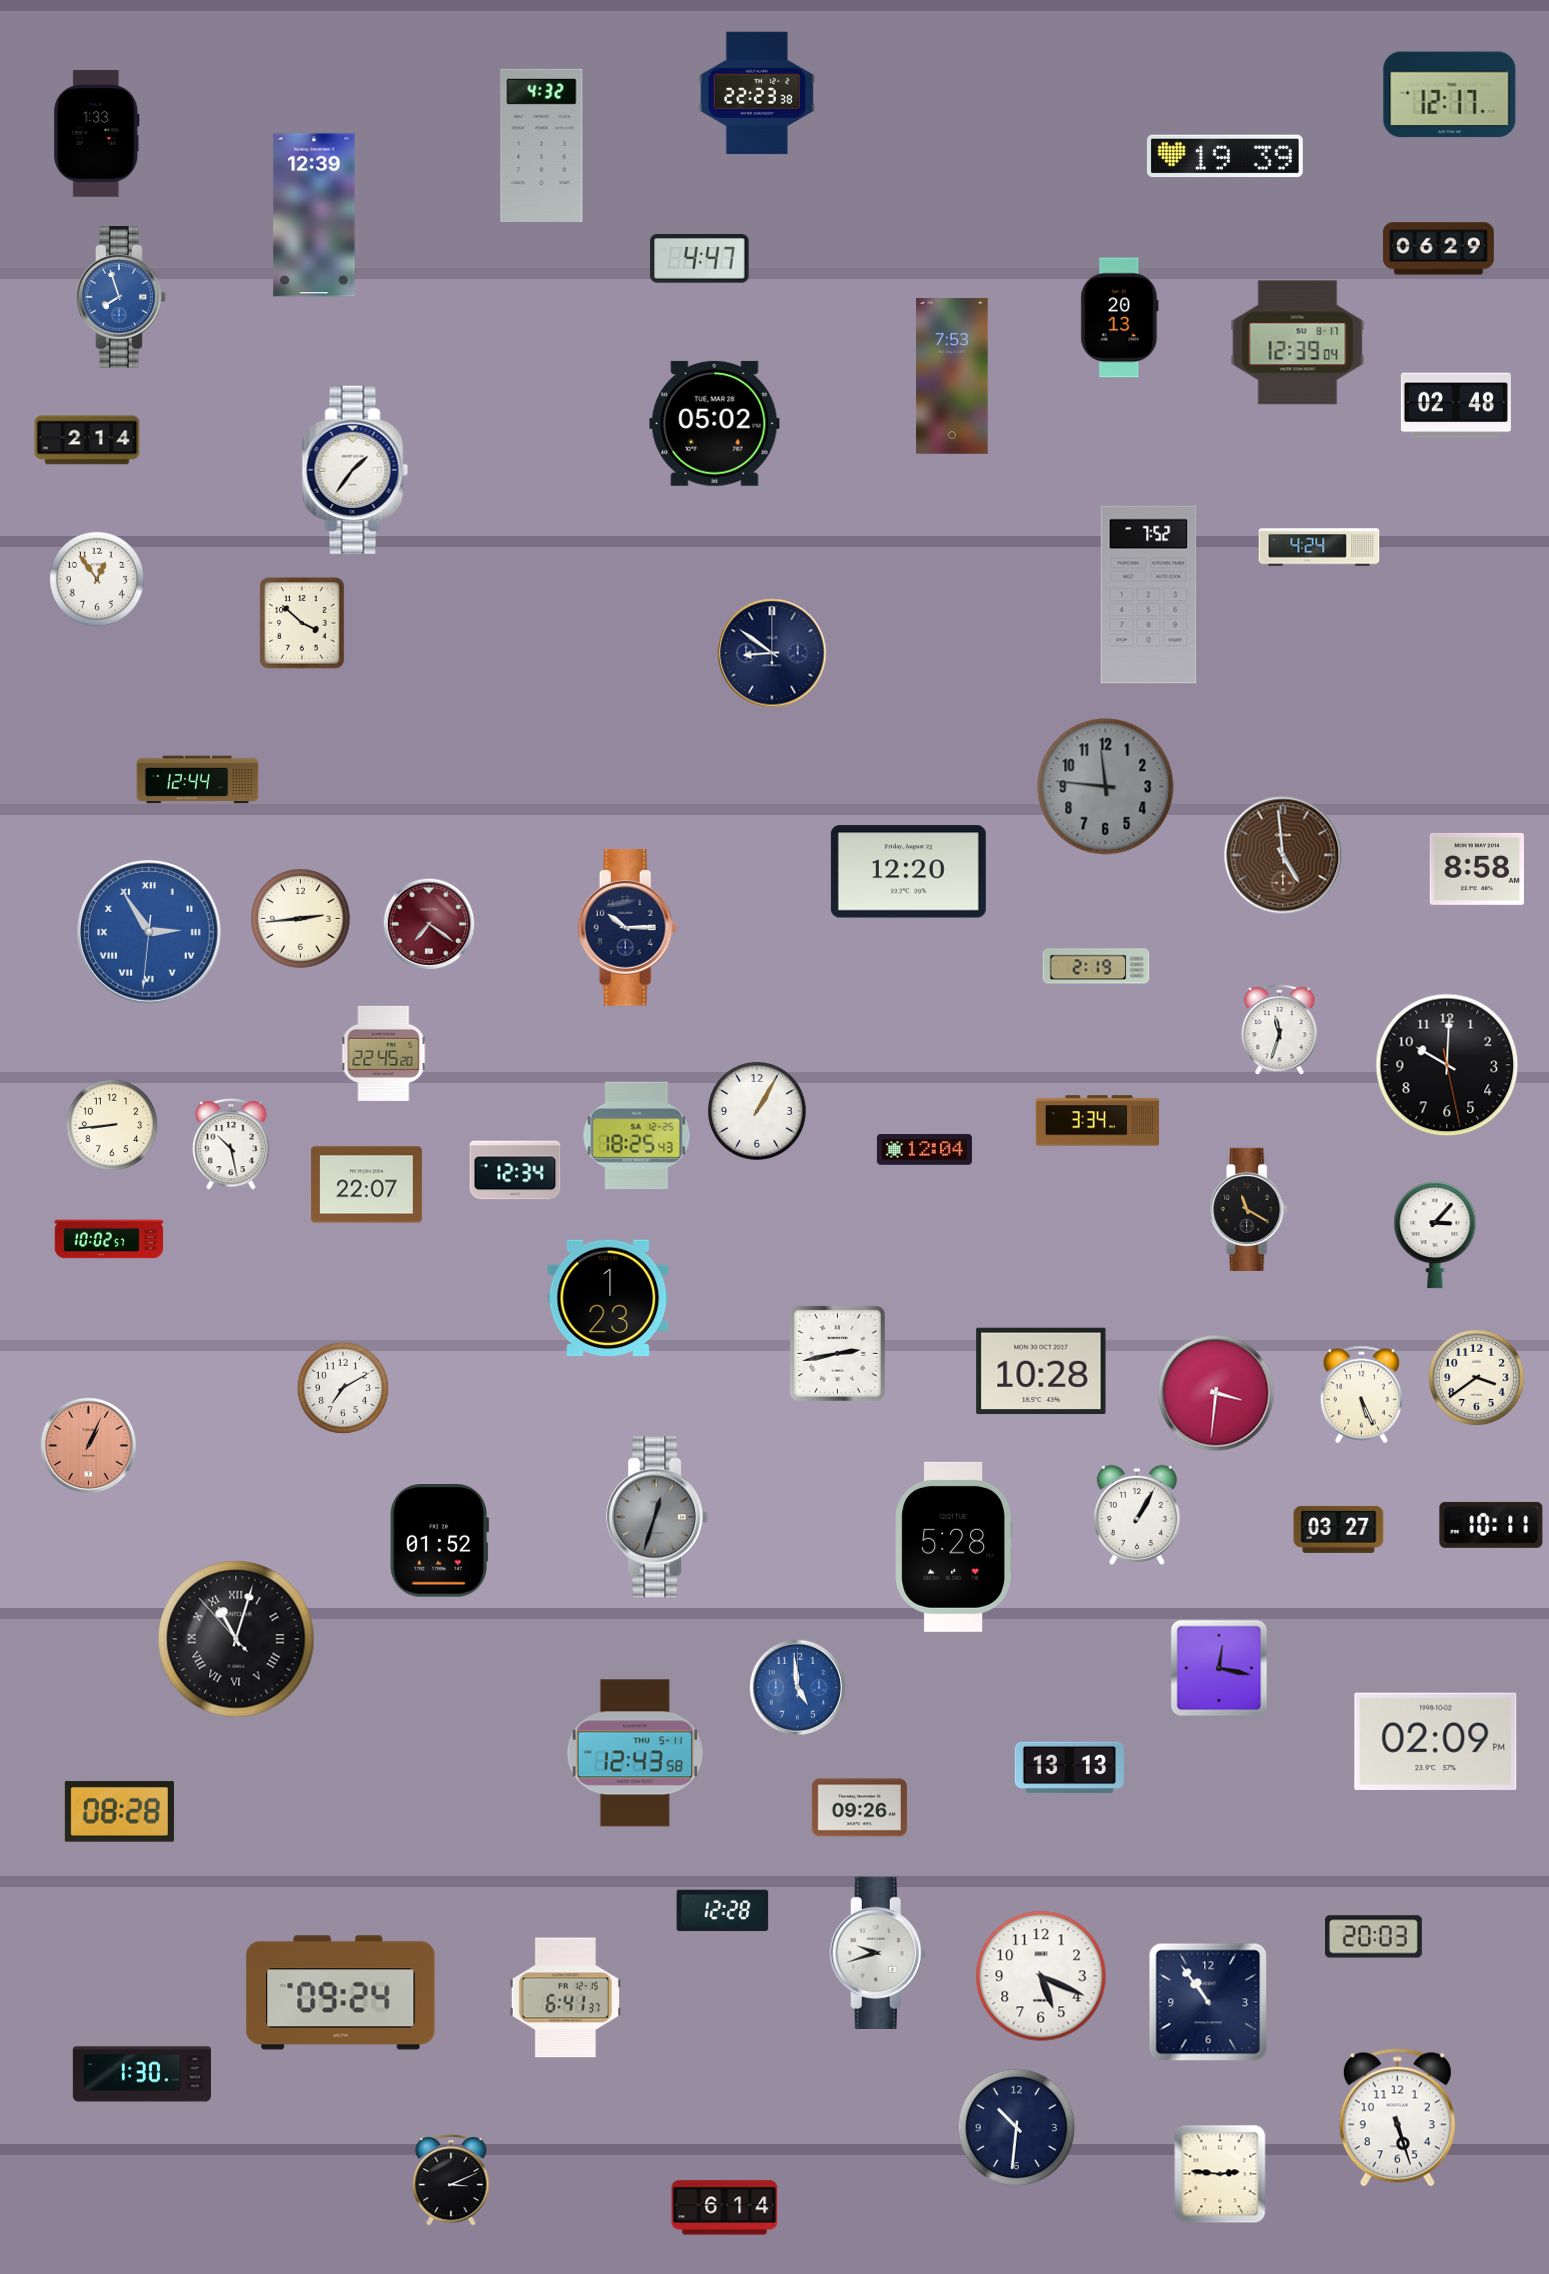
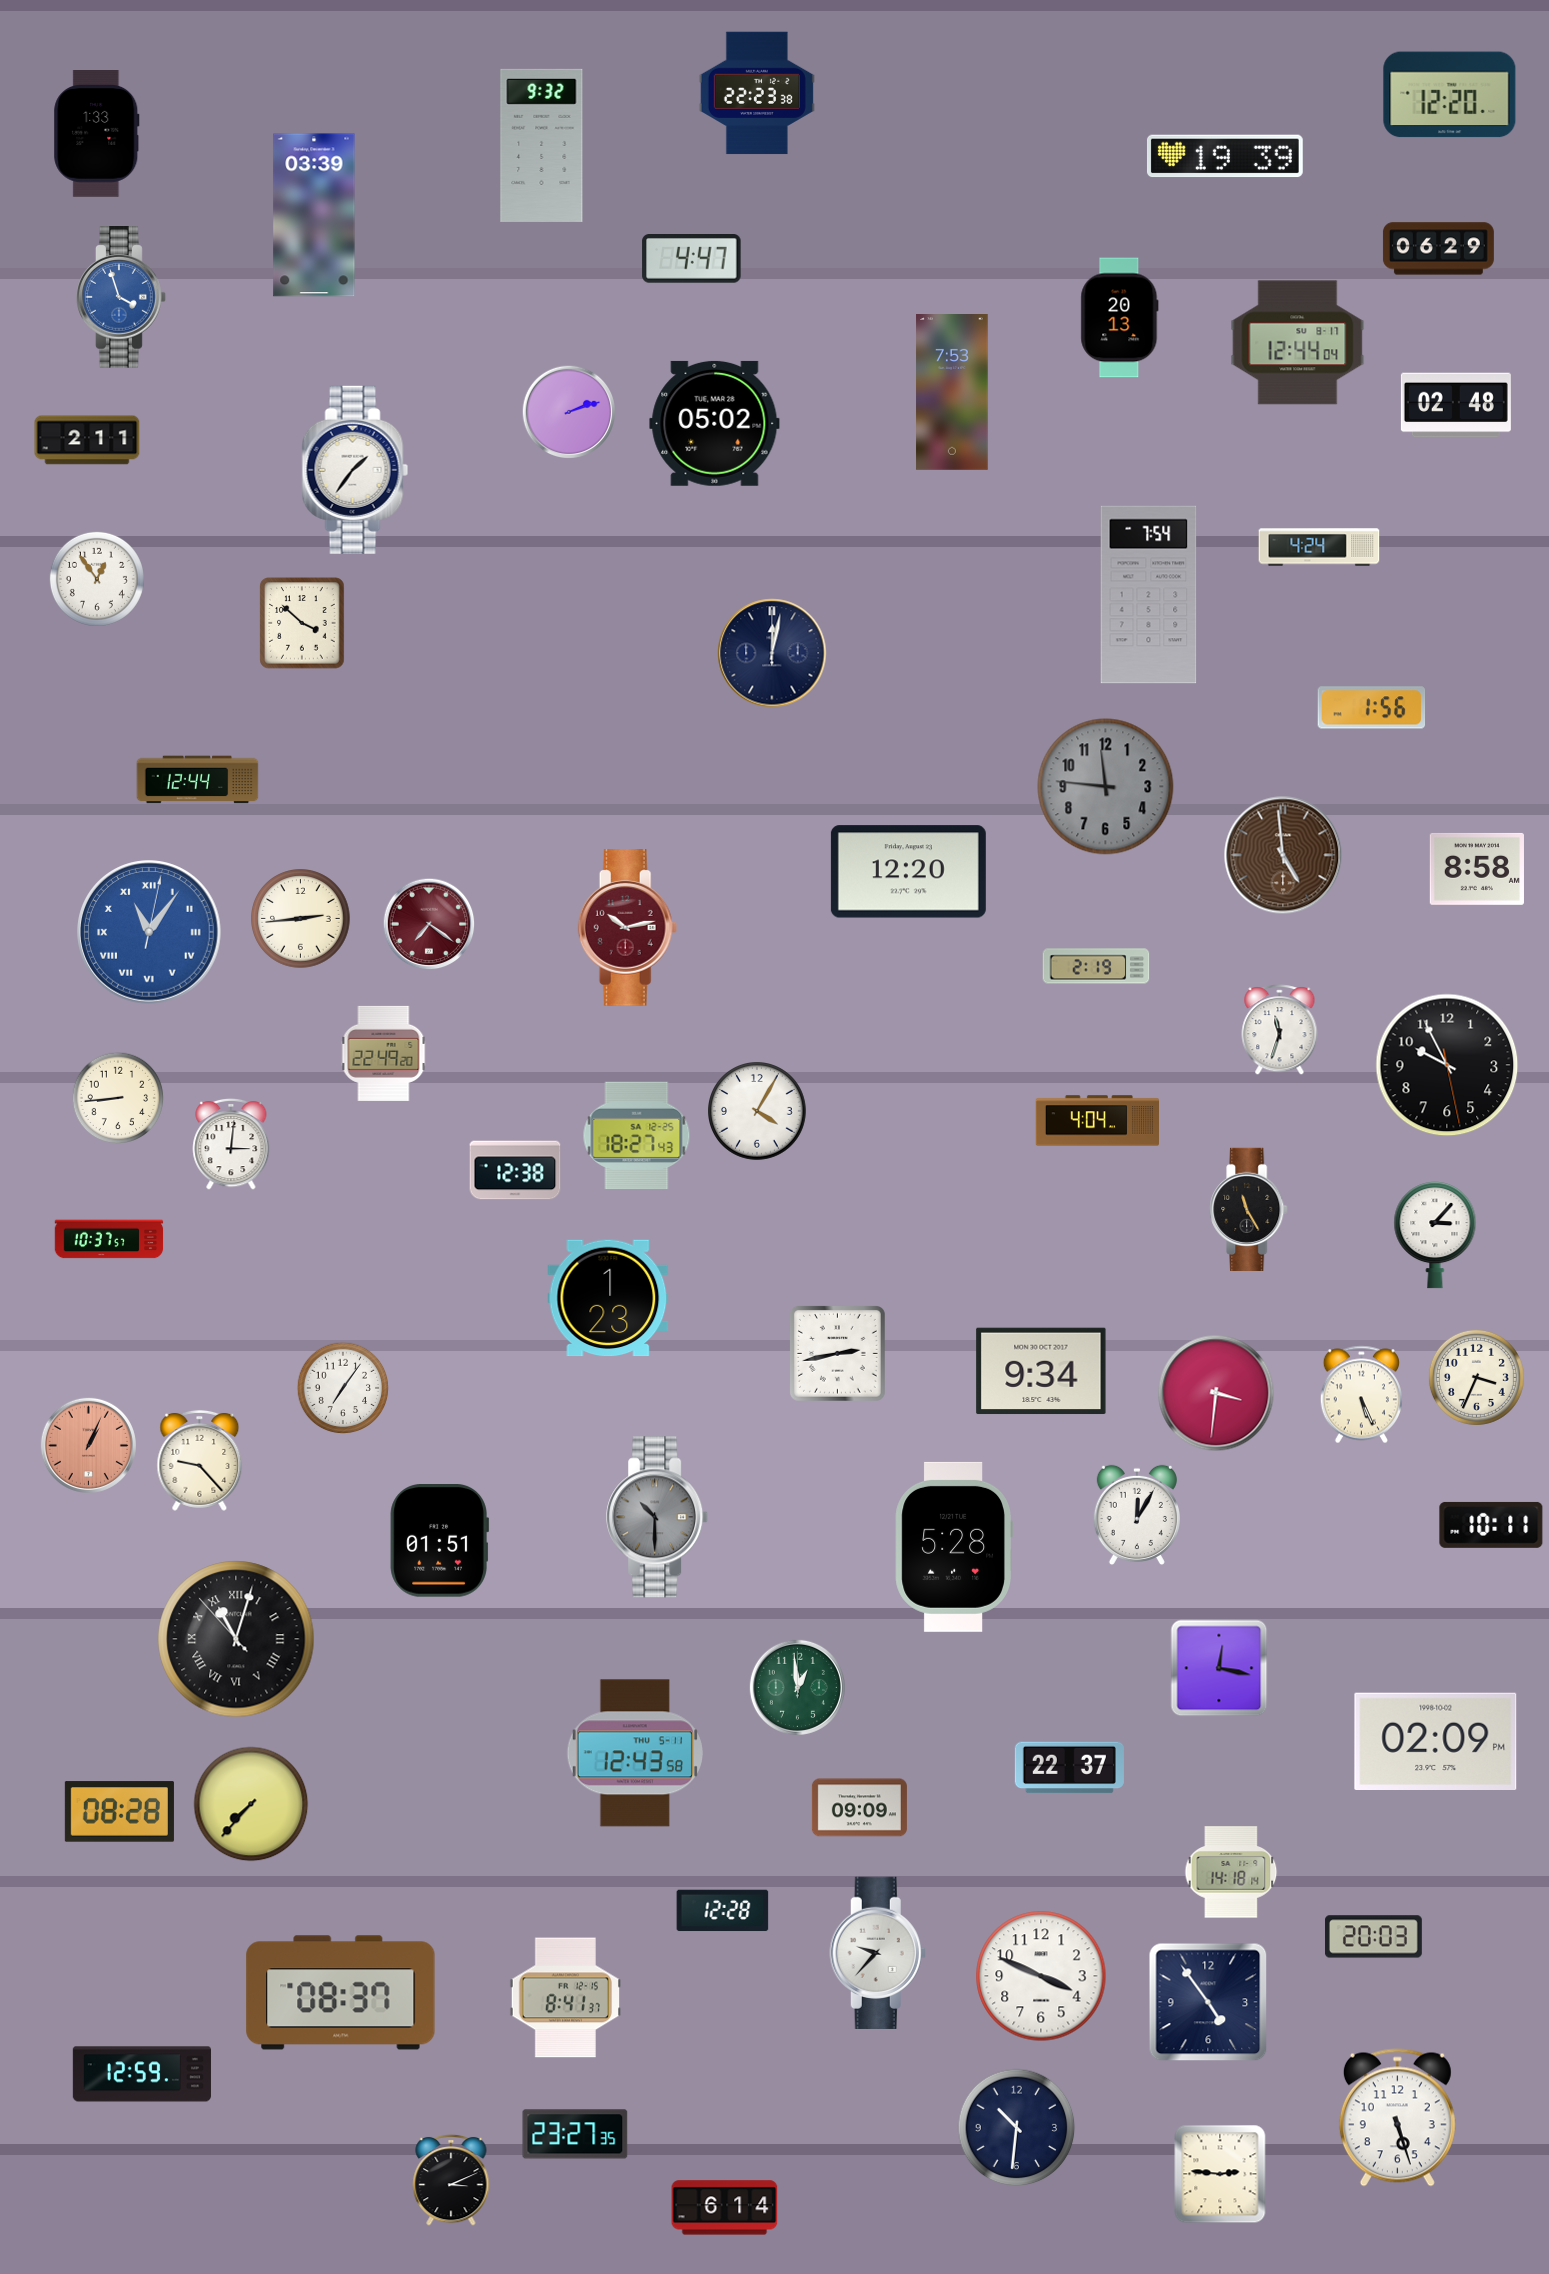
clock at (1450, 95): 12:17 -> 12:20
clock at (542, 145): 4:32 -> 9:32
clock at (314, 215): 12:39 -> 03:39
clock at (700, 259) position: (700, 259) -> (692, 259)
clock at (121, 298): 7:57 -> 3:57
clock at (1298, 343): 12:39 -> 12:44
clock at (952, 377) position: (952, 377) -> (952, 393)
clock at (569, 412): none -> 2:12
clock at (87, 440): 2:14 -> 2:11
clock at (1149, 595): 7:52 -> 7:54
clock at (772, 653): 8:51 -> 12:02
clock at (1372, 708): none -> 1:56
clock at (628, 928): 10:15 -> 10:13
clock at (628, 928) dial: navy -> burgundy
clock at (149, 932): 2:54 -> 11:06
clock at (384, 1053): 22:45 -> 22:49
clock at (1447, 1065): 10:00 -> 9:55
clock at (758, 1112): 1:05 -> 4:05
clock at (1097, 1121): 3:34 -> 4:04
clock at (112, 1125) position: (112, 1125) -> (118, 1098)
clock at (637, 1136): 18:25 -> 18:27
clock at (231, 1144): 10:28 -> 3:01
clock at (924, 1150): 12:04 -> none
clock at (515, 1170): 12:34 -> 12:38
clock at (366, 1185): 22:07 -> none
clock at (1249, 1209): 11:20 -> 11:25
clock at (109, 1239): 10:02 -> 10:37
clock at (1041, 1371): 10:28 -> 9:34
clock at (1476, 1377): 3:39 -> 3:34
clock at (343, 1388): 7:10 -> 7:06
clock at (200, 1460): none -> 9:23
clock at (1137, 1515): 1:05 -> 12:05
clock at (658, 1517): 12:33 -> 10:30
clock at (1339, 1529): 03:27 -> none
clock at (439, 1541): 01:52 -> 01:51
clock at (797, 1687): 4:59 -> 12:59
clock at (797, 1687) dial: blue -> green
clock at (1069, 1768): 13:13 -> 22:37
clock at (251, 1804): none -> 7:37
clock at (859, 1808): 09:26 -> 09:09
clock at (1231, 1872): none -> 14:18
clock at (878, 1953): 9:42 -> 9:37
clock at (1041, 1976): 5:19 -> 3:49
clock at (341, 1993): 09:24 -> 08:37
clock at (565, 1998): 6:41 -> 8:41
clock at (1208, 2002): 10:54 -> 4:54
clock at (142, 2074): 1:30 -> 12:59
clock at (575, 2134): none -> 23:27
